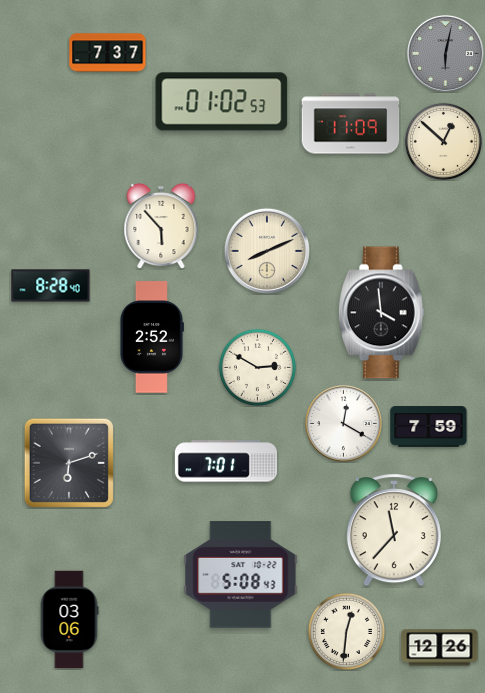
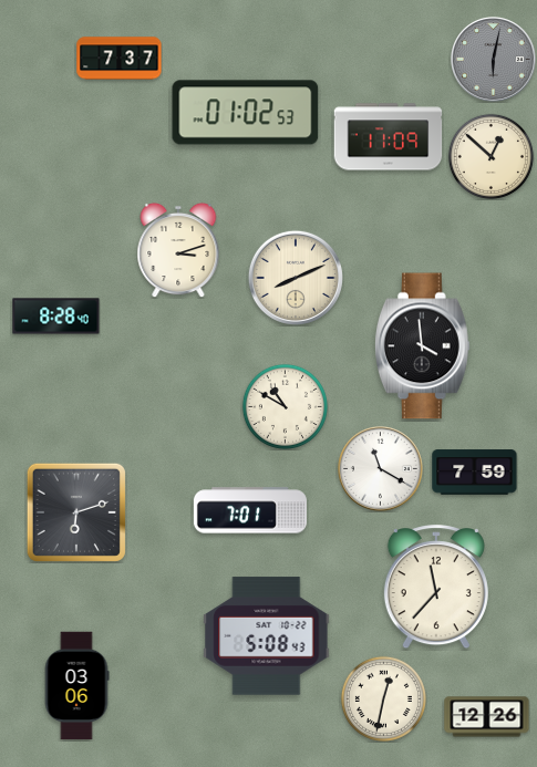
clock at (161, 226): 5:53 -> 3:12
clock at (151, 337): 2:52 -> none
clock at (257, 367): 2:50 -> 10:50
clock at (344, 424): 12:20 -> 11:20
clock at (346, 631): 12:31 -> 12:32
